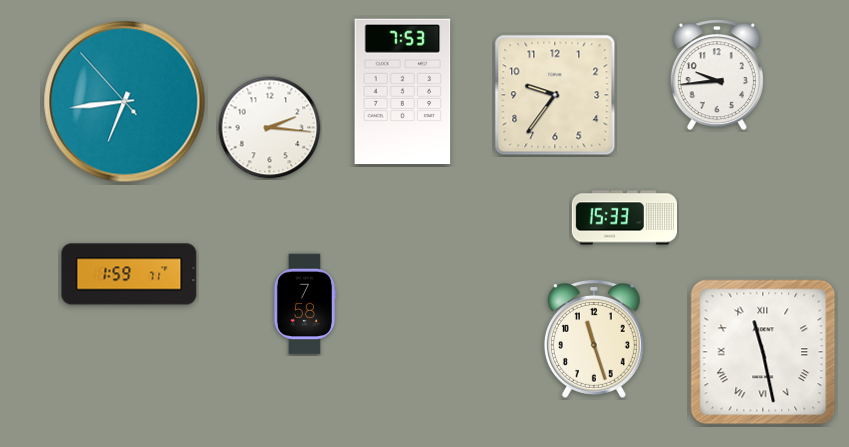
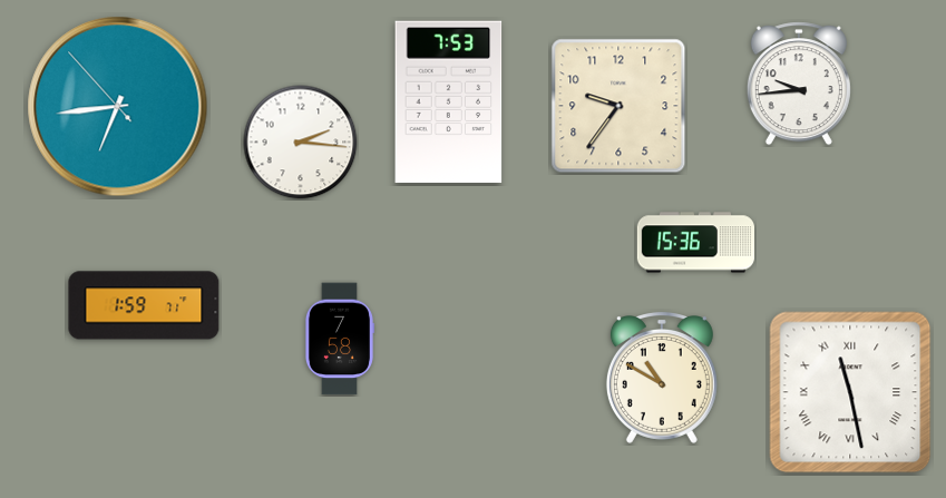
clock at (125, 102) position: (125, 102) -> (118, 107)
clock at (624, 218): 15:33 -> 15:36
clock at (594, 340): 11:27 -> 10:50
